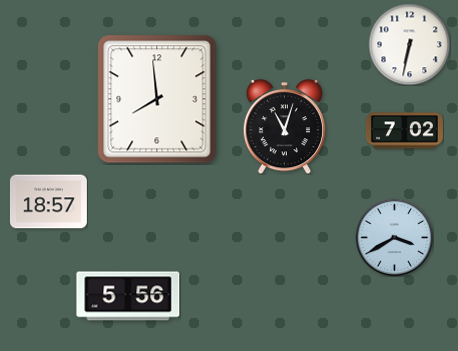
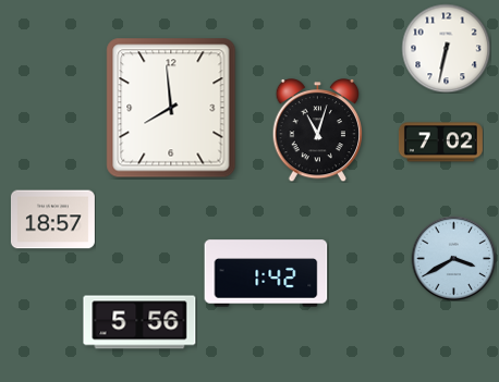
clock at (285, 127) position: (285, 127) -> (318, 131)
clock at (394, 237) position: (394, 237) -> (453, 258)
clock at (266, 273): none -> 1:42
